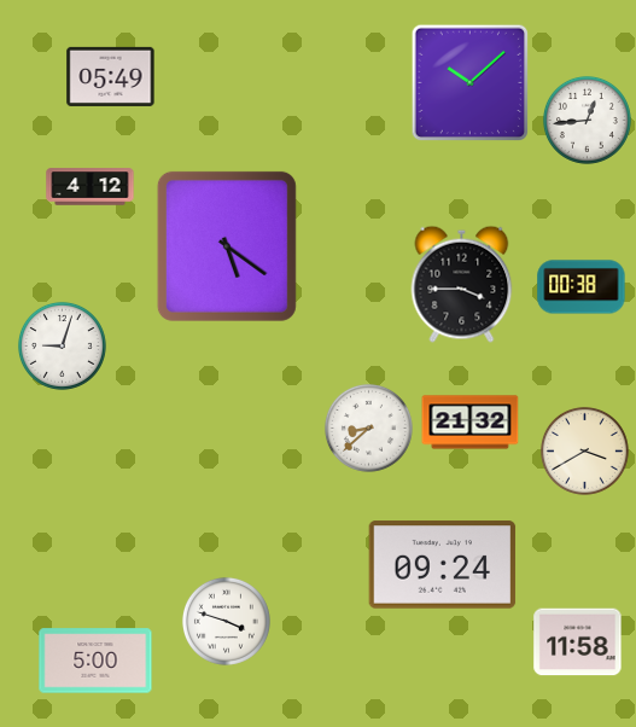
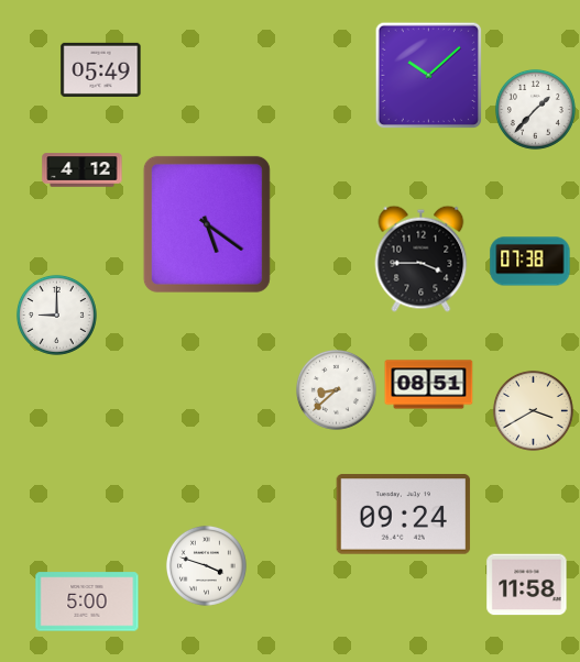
clock at (587, 120): 12:44 -> 1:37
clock at (582, 287): 00:38 -> 07:38
clock at (62, 345): 9:03 -> 9:00
clock at (471, 423): 21:32 -> 08:51
